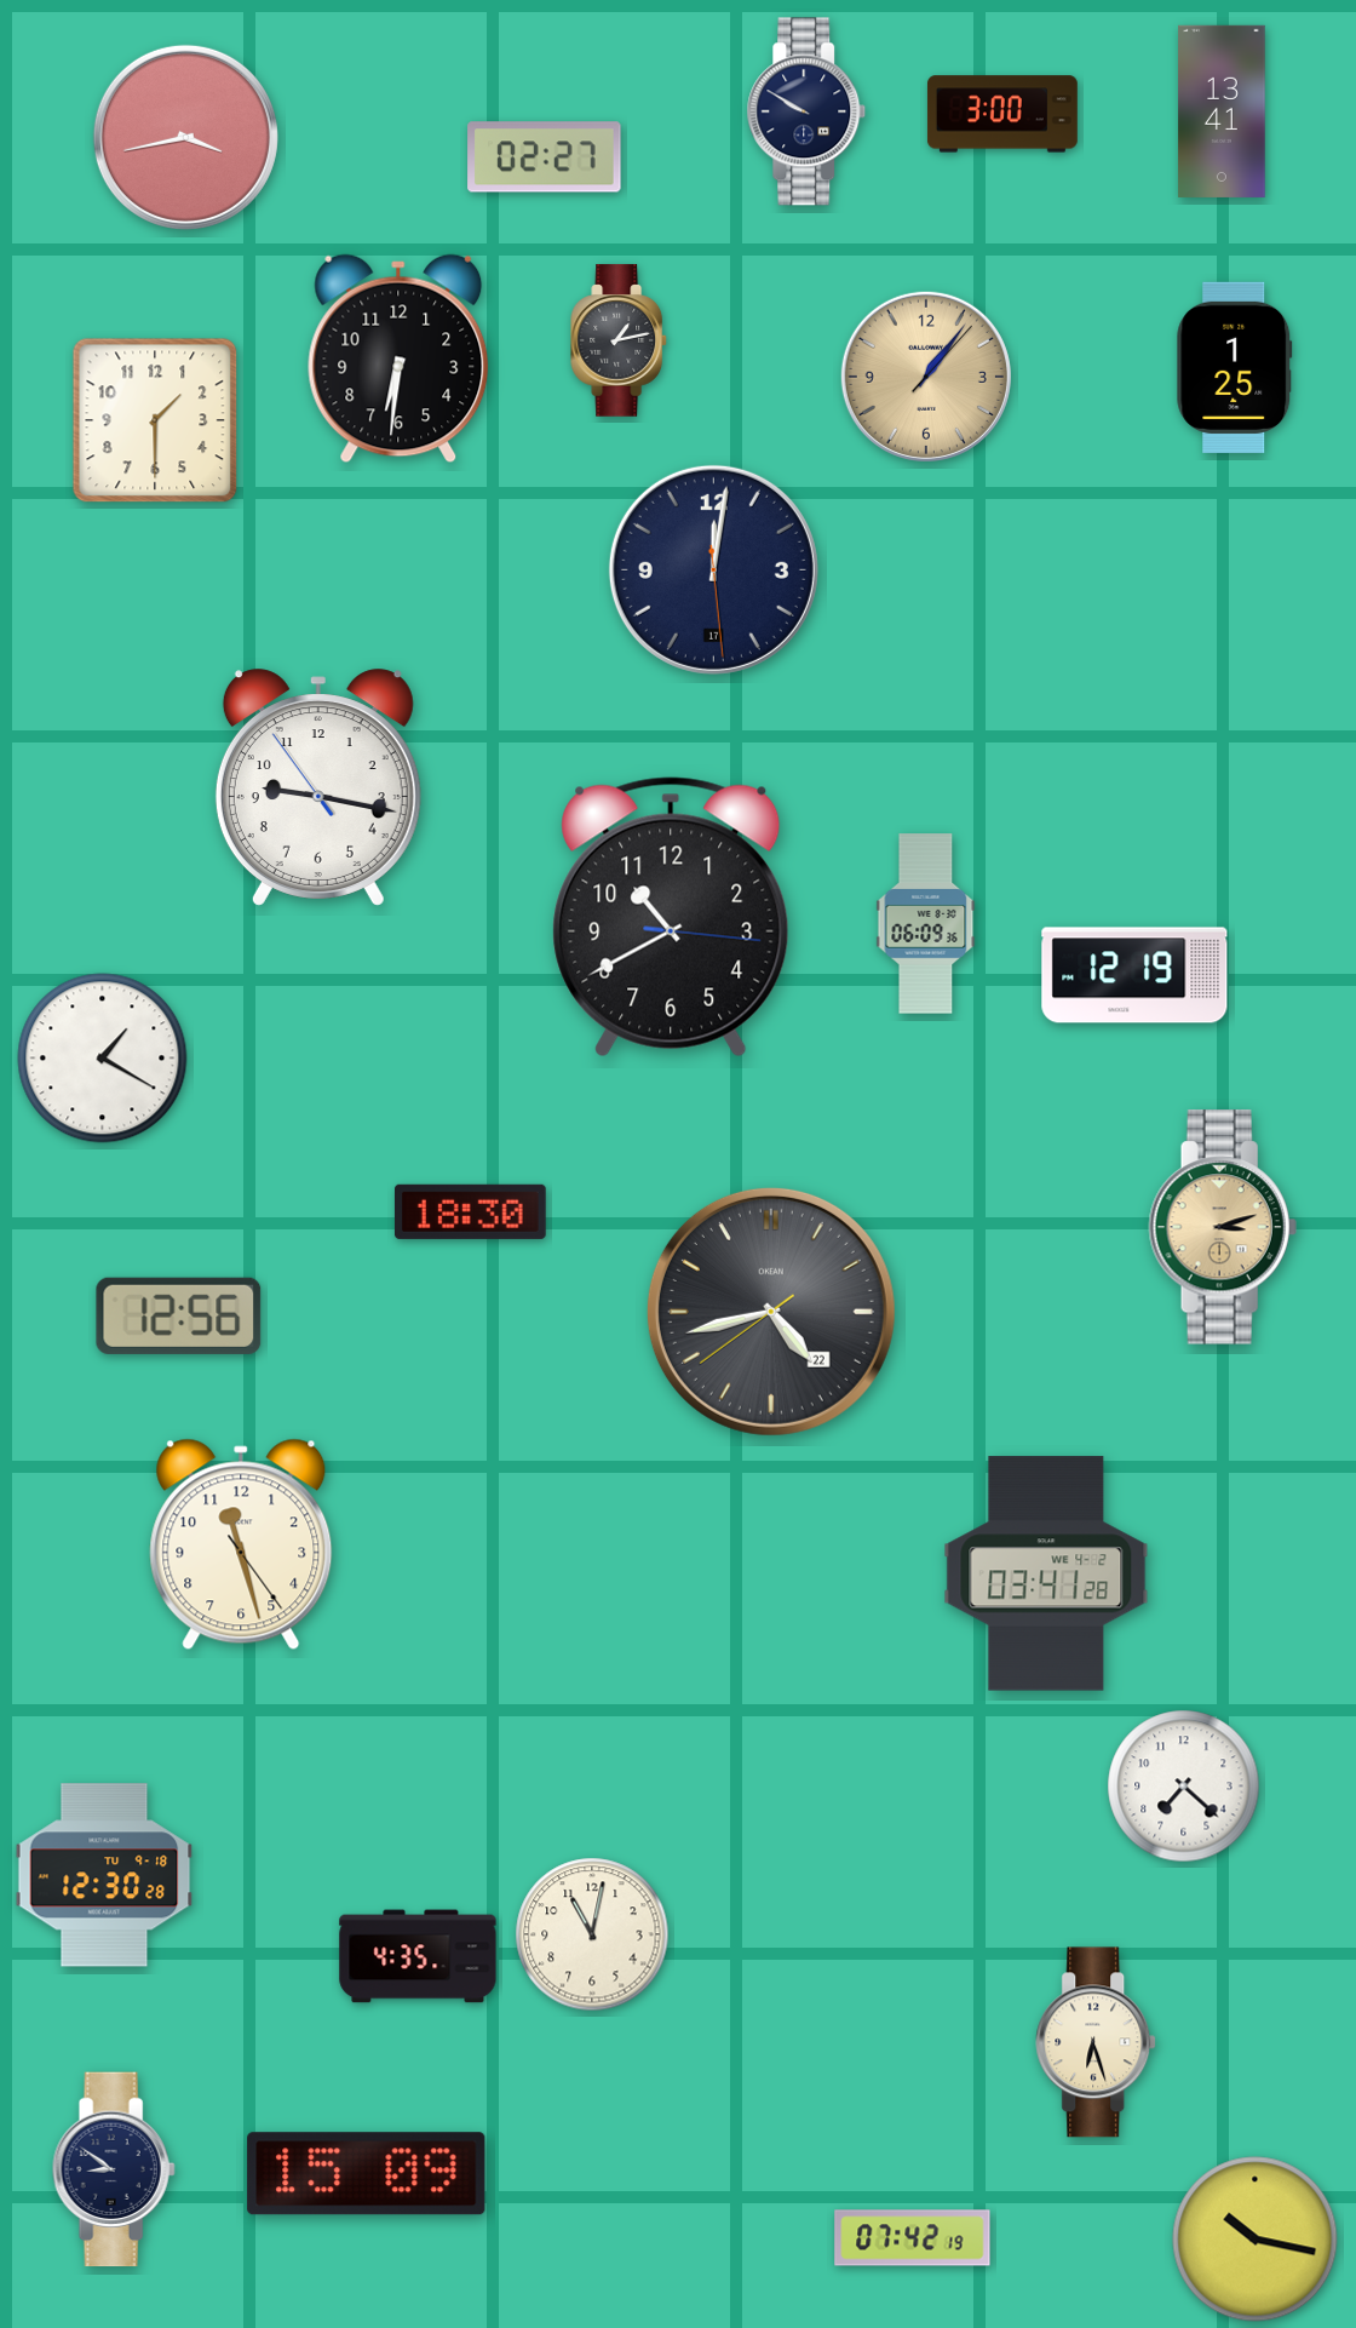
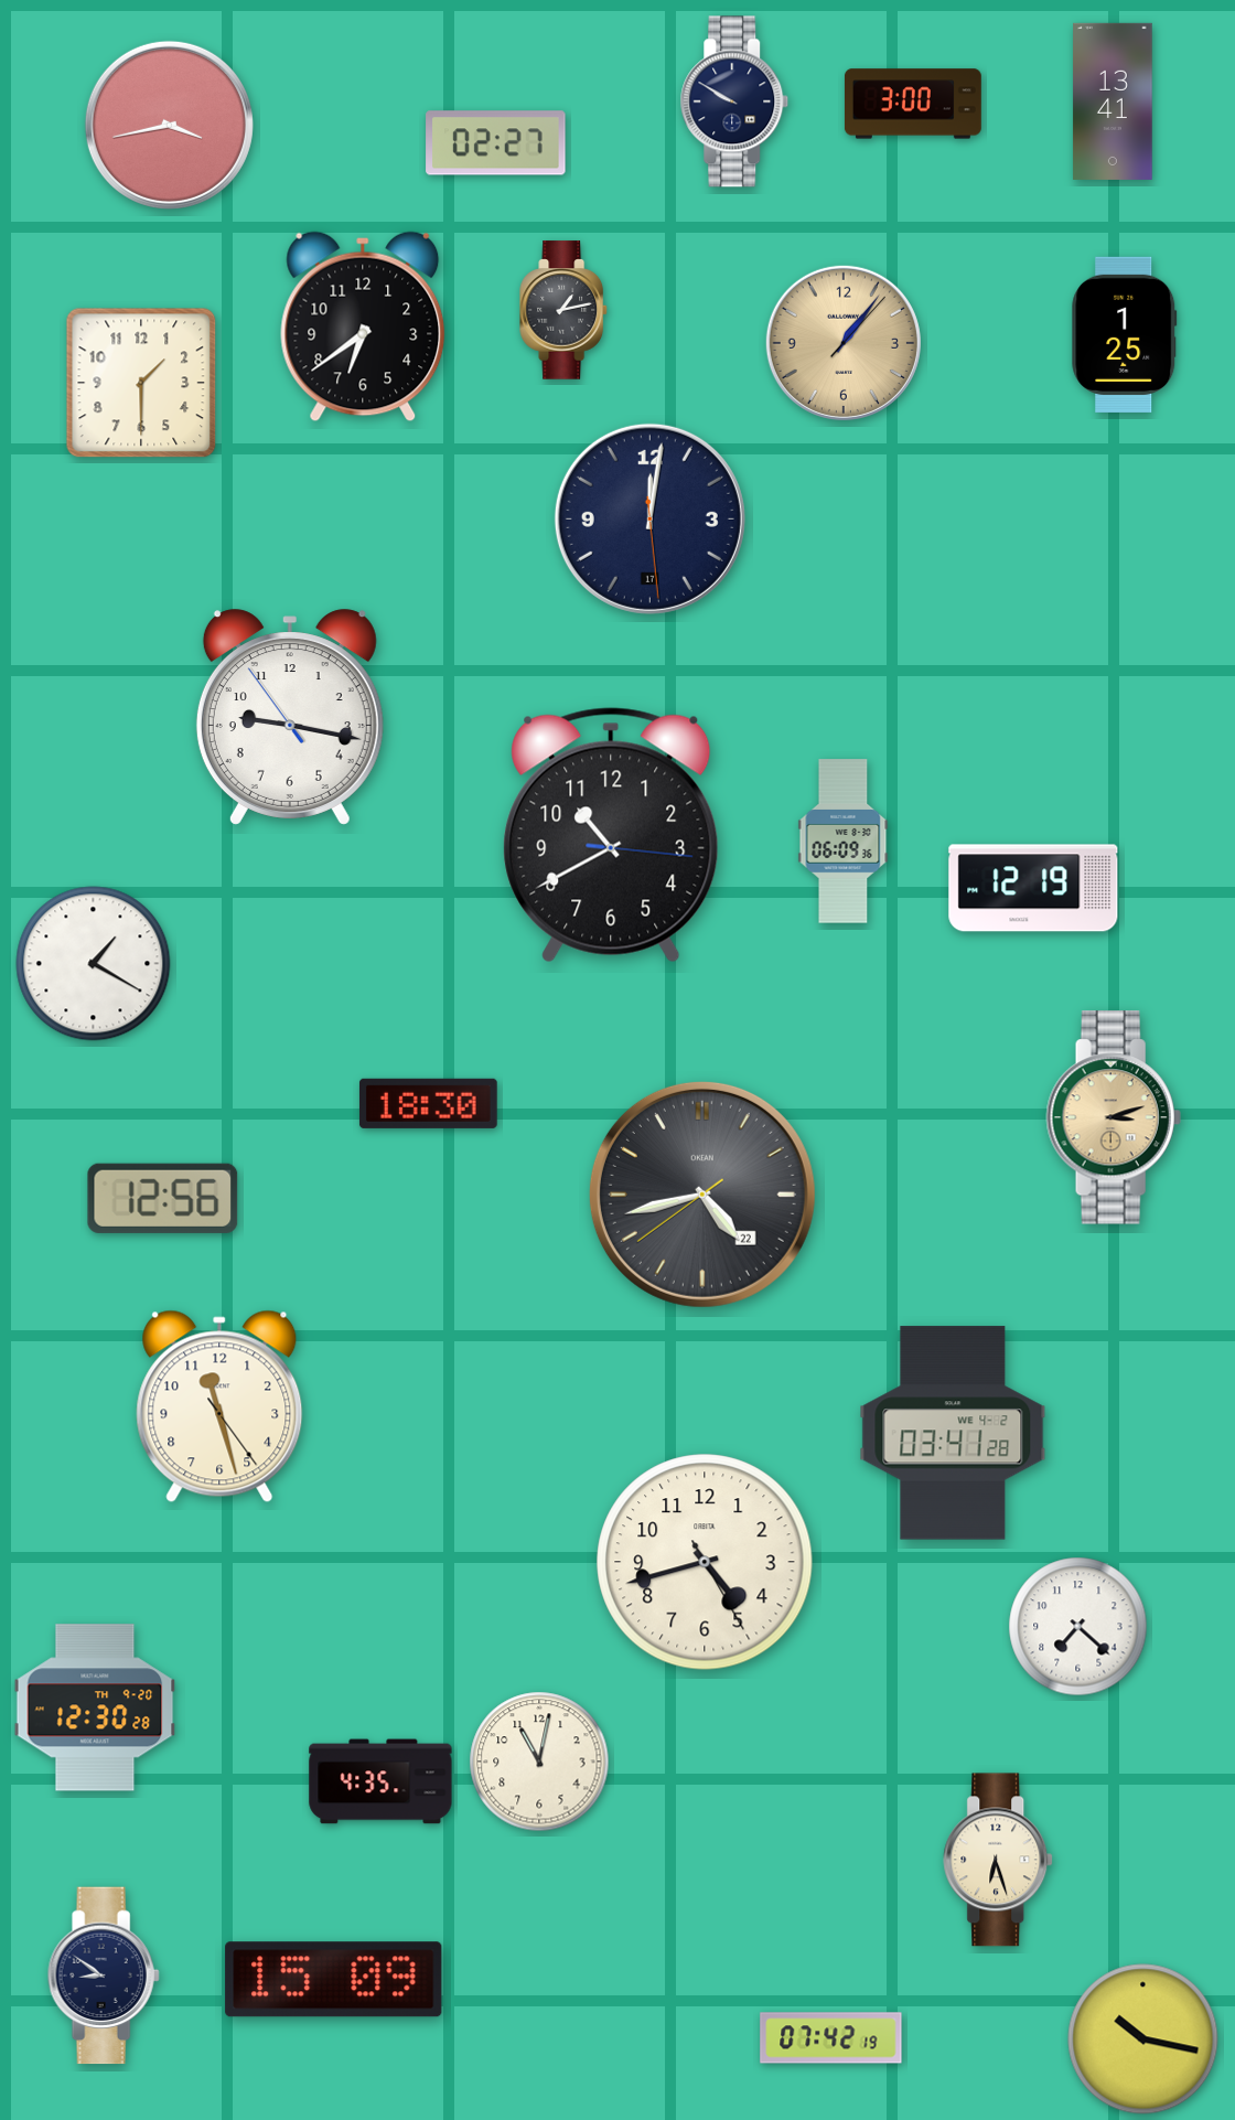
clock at (398, 359): 6:31 -> 6:39
clock at (705, 1562): none -> 4:42
clock at (104, 1875) date: TU 9-18 -> TH 9-20
